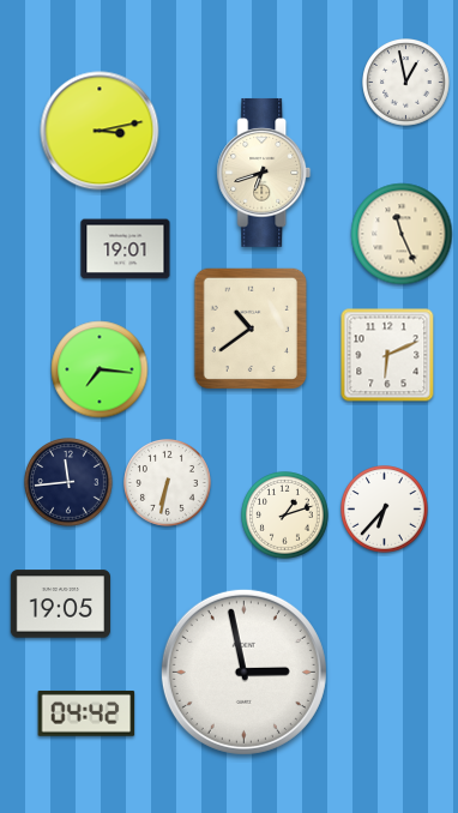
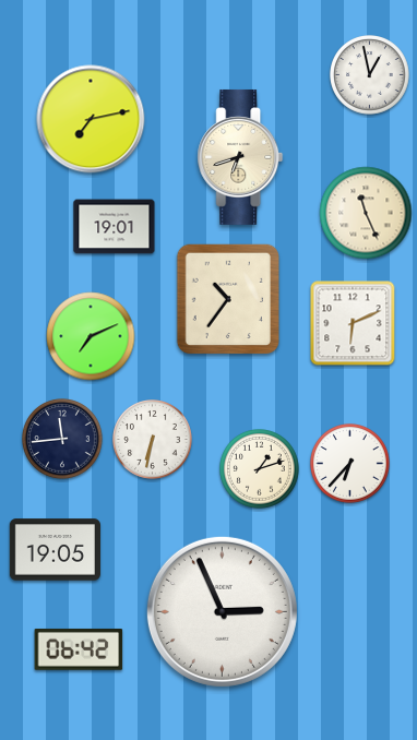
clock at (100, 131): 3:13 -> 7:13
clock at (249, 329): 10:39 -> 10:36
clock at (100, 369): 7:16 -> 7:11
clock at (243, 672): 2:58 -> 2:56
clock at (86, 713): 04:42 -> 06:42
